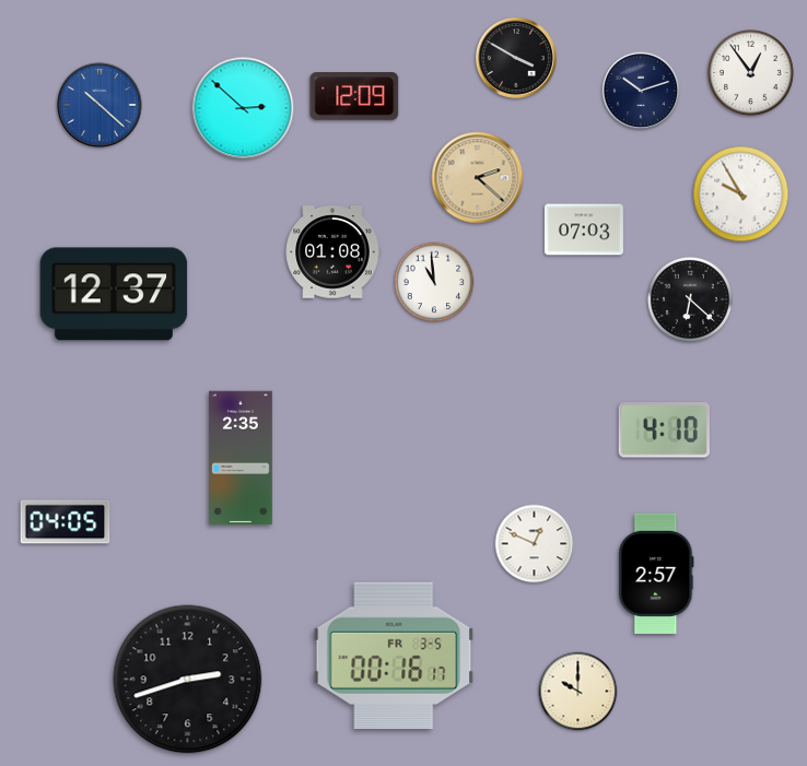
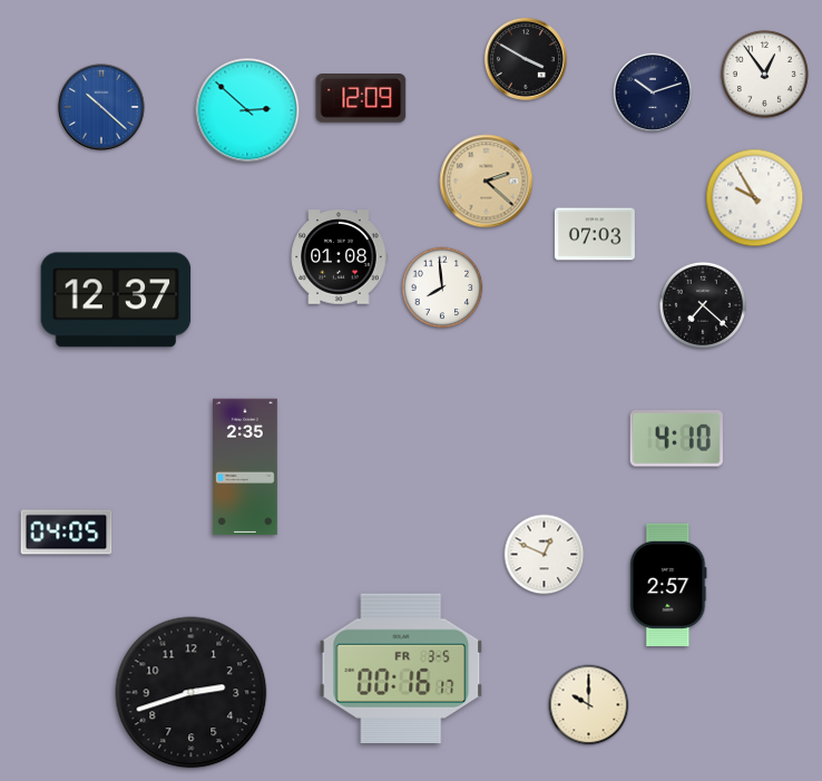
clock at (434, 282): 10:59 -> 7:59
clock at (690, 299): 6:22 -> 7:22
